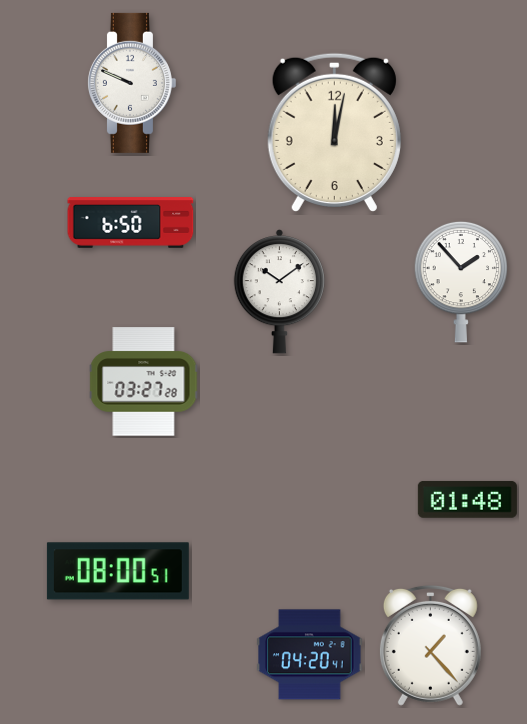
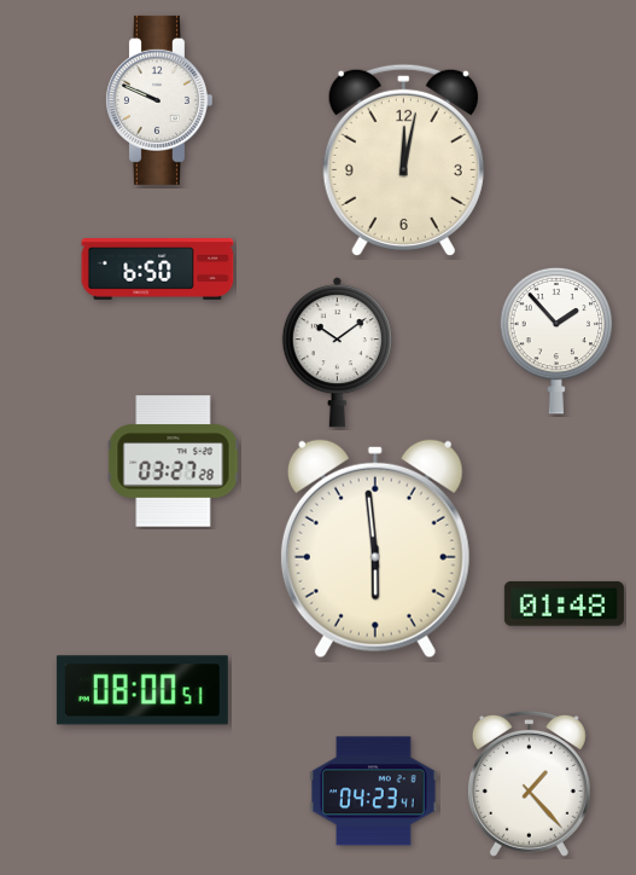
clock at (375, 549): none -> 5:59
clock at (430, 645) position: (430, 645) -> (529, 783)
clock at (310, 655): 04:20 -> 04:23
